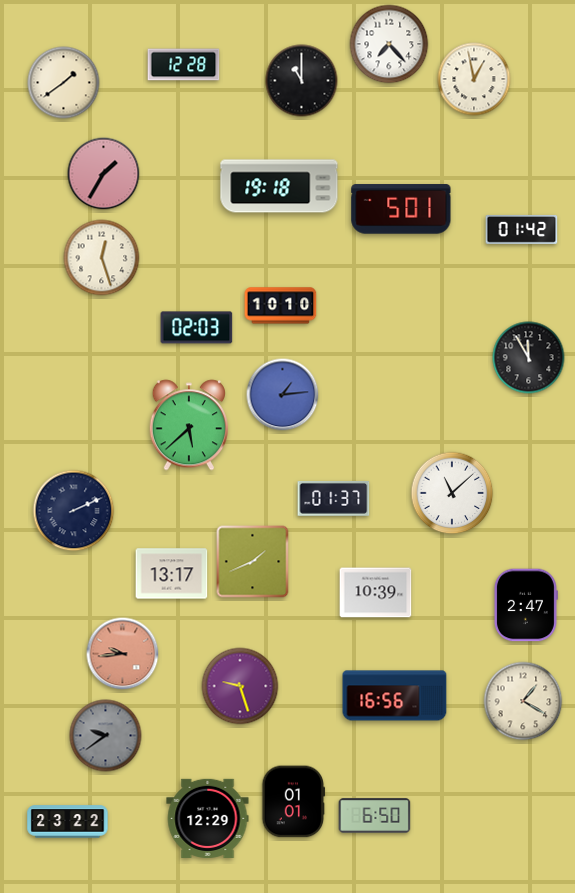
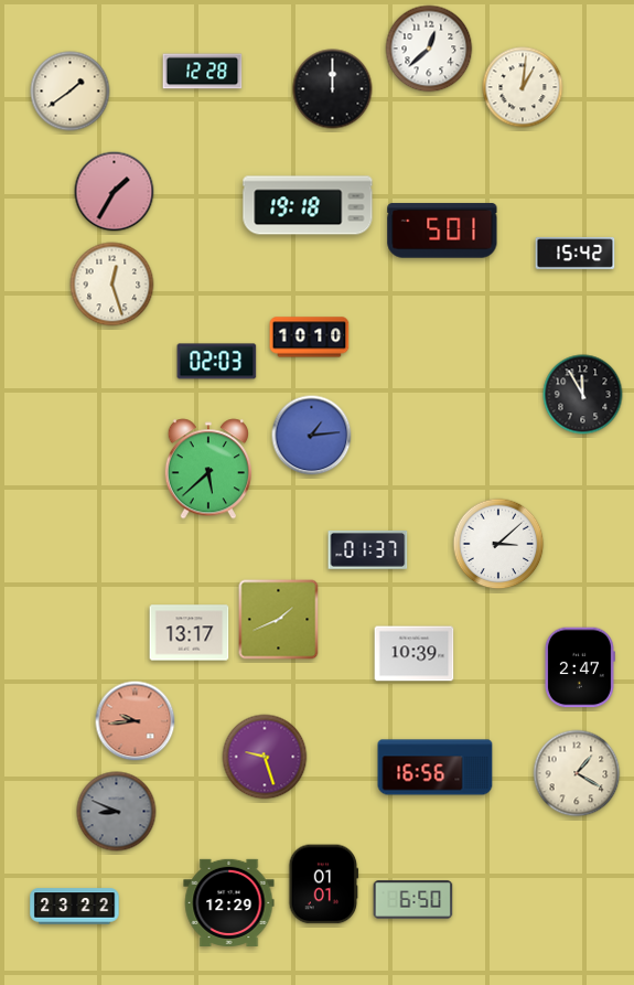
clock at (389, 44): 7:23 -> 12:38
clock at (474, 79): 12:58 -> 1:01
clock at (302, 81): 11:00 -> 12:00
clock at (522, 229): 01:42 -> 15:42
clock at (452, 493): 11:08 -> 3:08
clock at (74, 511): 2:11 -> none
clock at (106, 736): 9:39 -> 8:49
